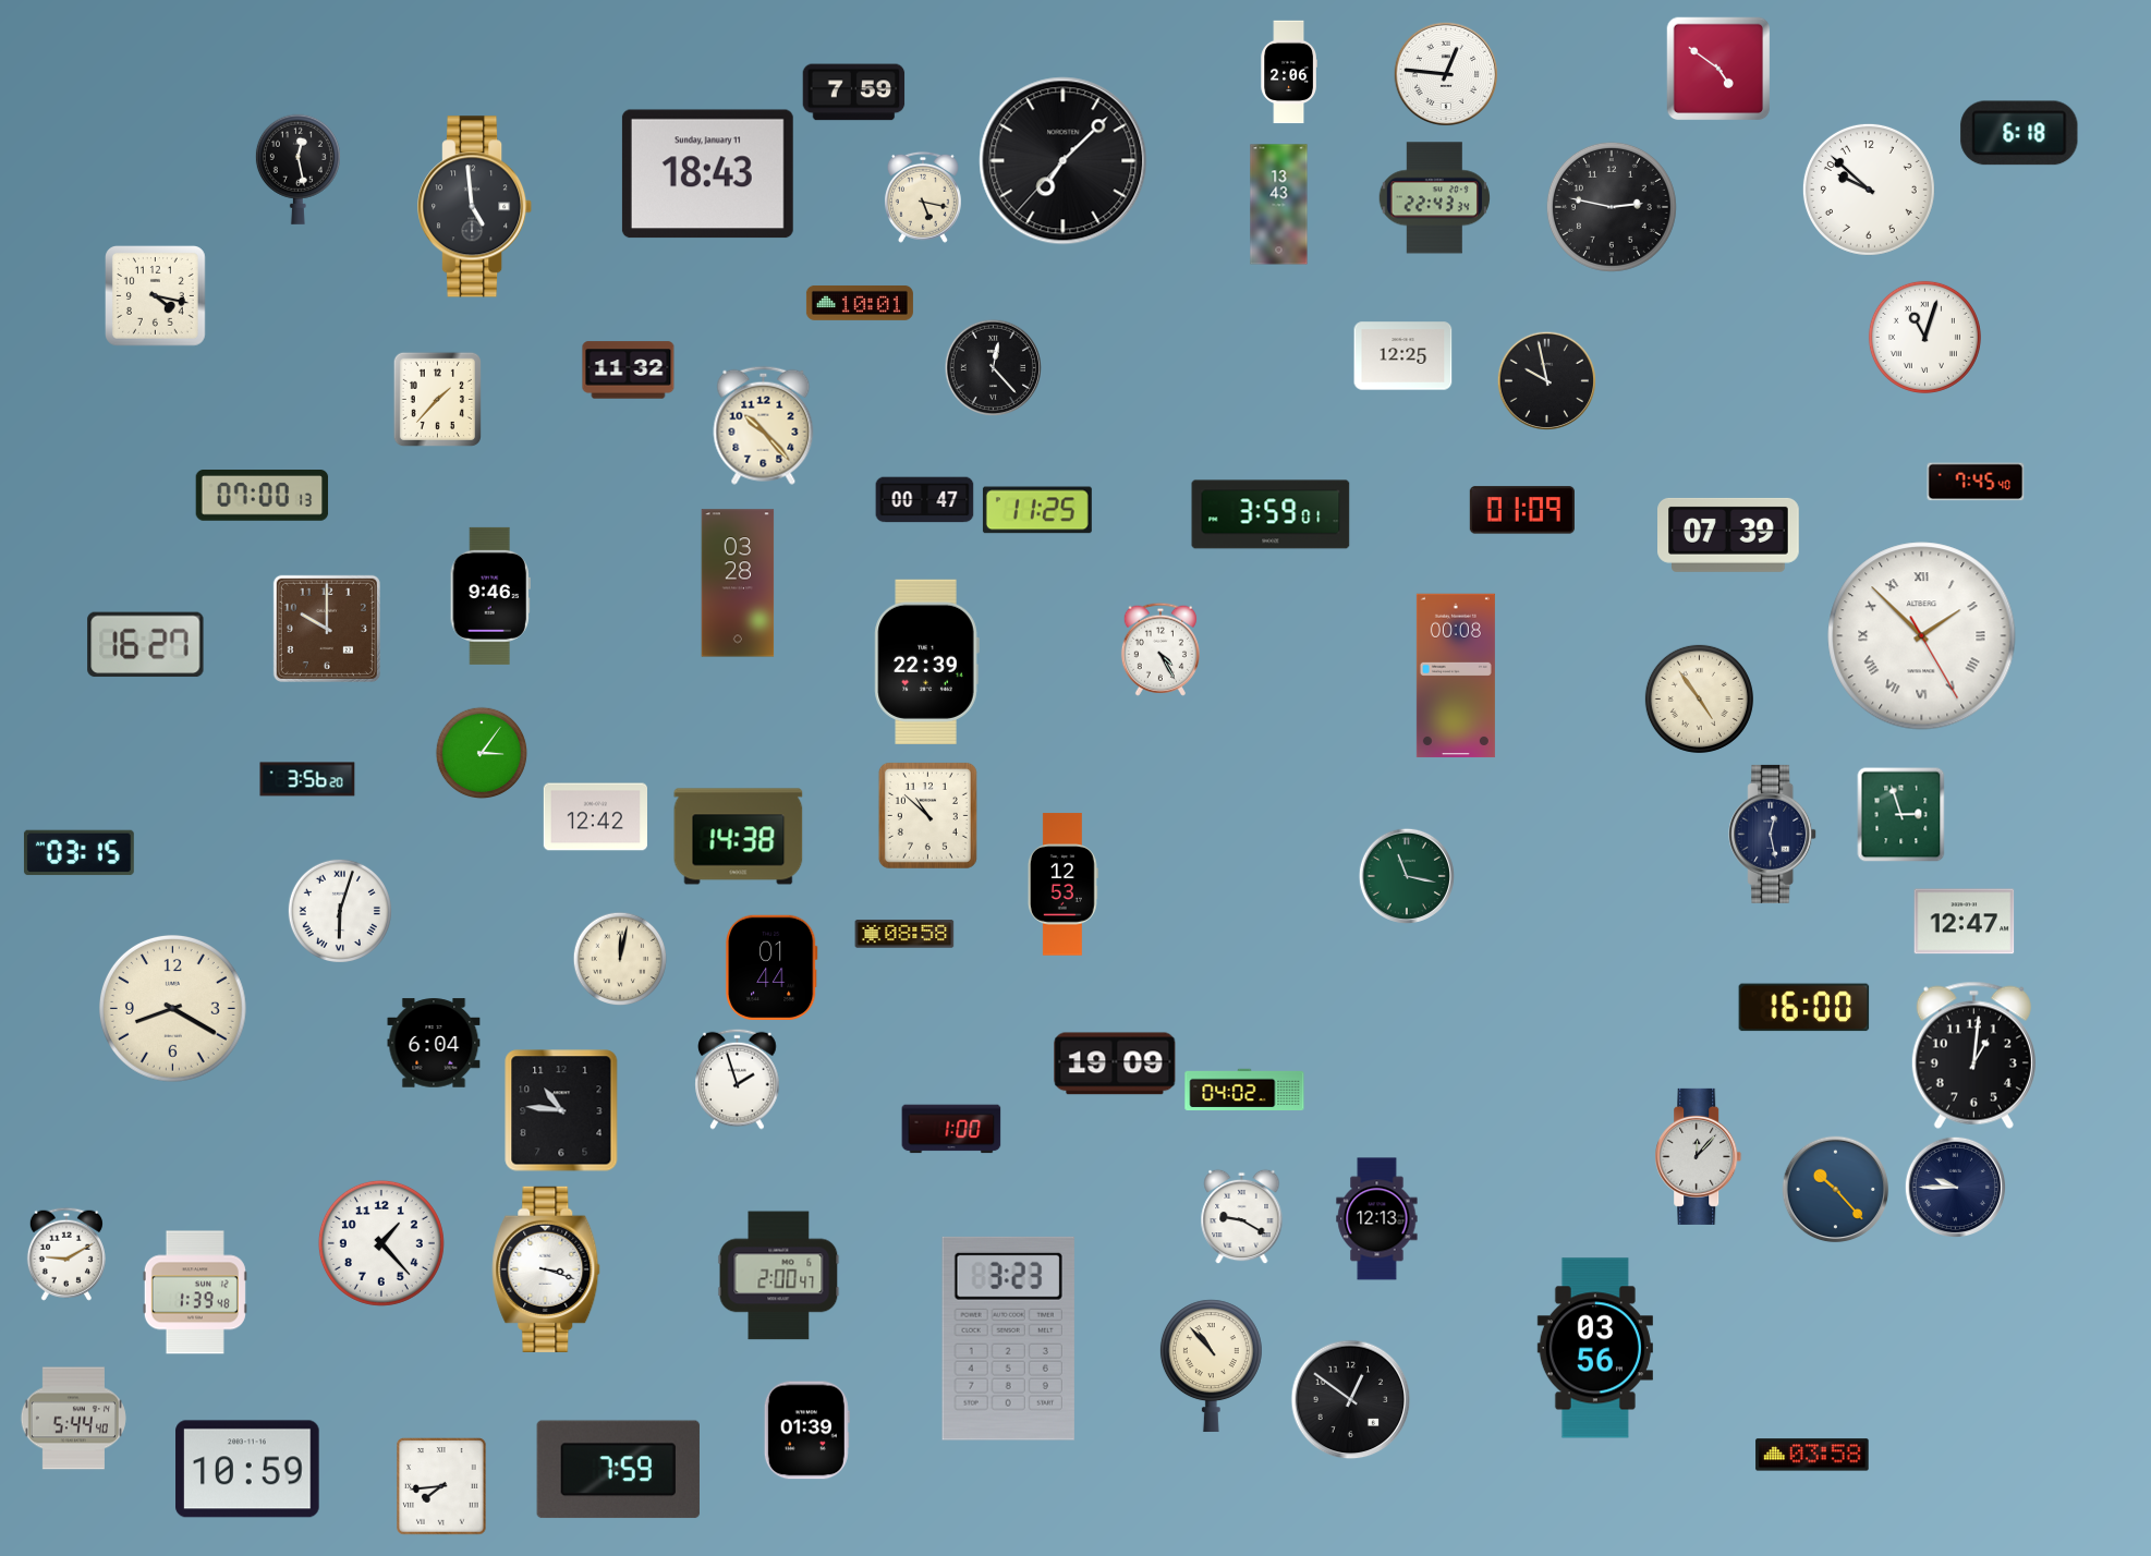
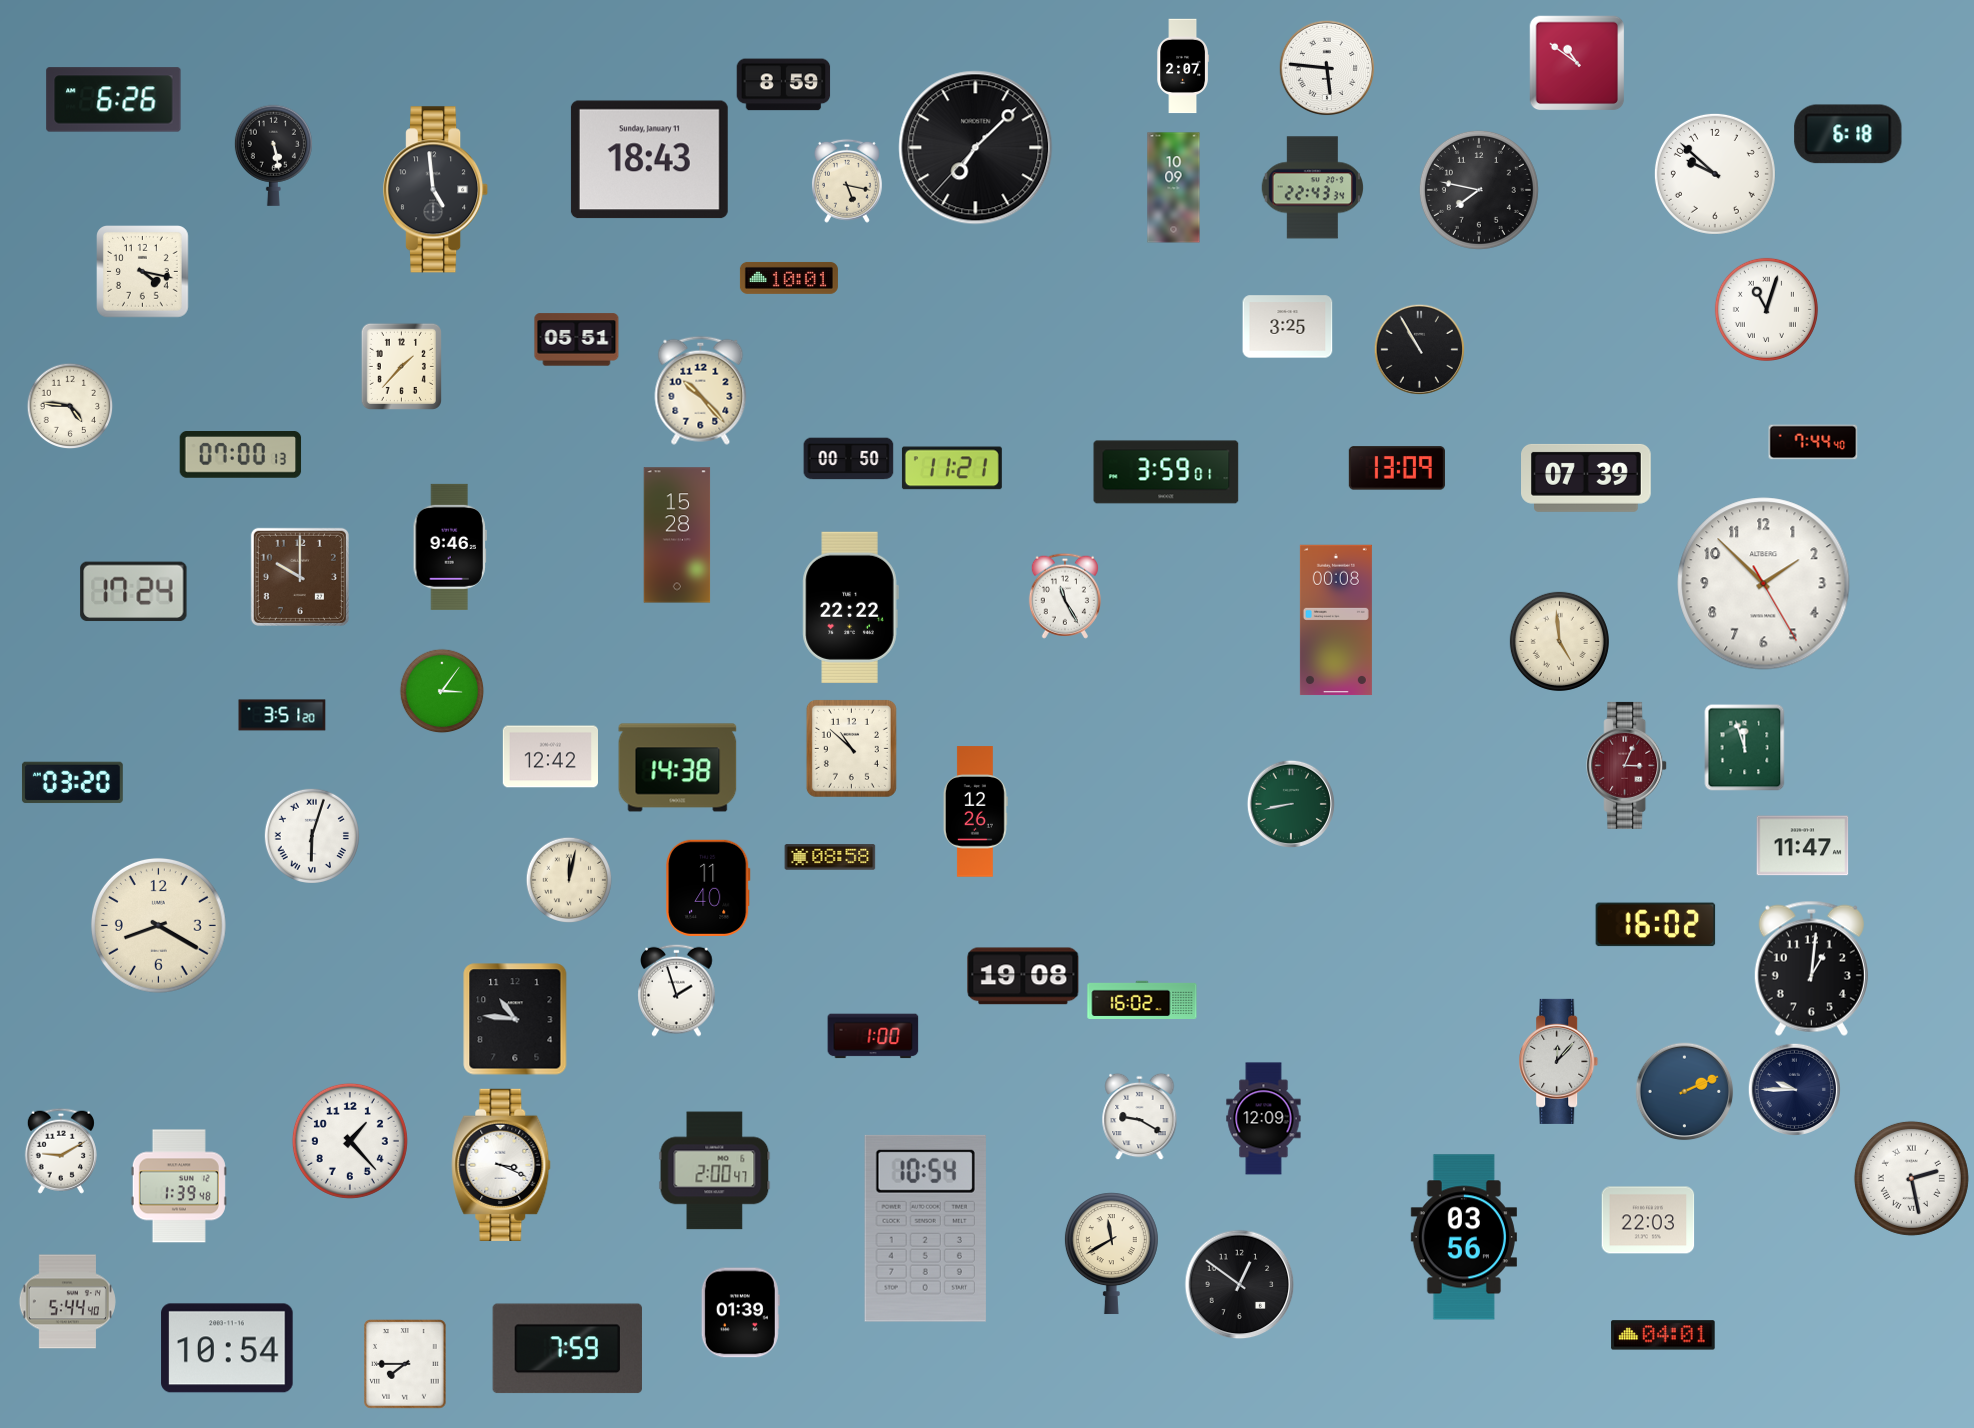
clock at (1718, 69): 4:51 -> 10:51
clock at (1289, 72): 2:06 -> 2:07
clock at (1446, 74): 12:46 -> 5:46
clock at (854, 93): 7:59 -> 8:59
clock at (114, 100): none -> 6:26
clock at (2019, 133) position: (2019, 133) -> (1848, 134)
clock at (297, 169): 12:28 -> 5:28
clock at (1434, 198) position: (1434, 198) -> (1312, 188)
clock at (1279, 205): 13:43 -> 10:09
clock at (1612, 207): 2:47 -> 7:47
clock at (1403, 356): 12:25 -> 3:25
clock at (993, 367): 12:23 -> none
clock at (629, 370): 11:32 -> 05:51
clock at (1546, 380): 9:58 -> 10:55
clock at (70, 406): none -> 4:46
clock at (1976, 482): 7:45 -> 7:44
clock at (925, 500): 00:47 -> 00:50
clock at (1037, 510): 11:25 -> 11:21
clock at (1522, 510): 01:09 -> 13:09
clock at (1729, 535) position: (1729, 535) -> (1587, 478)
clock at (738, 583): 03:28 -> 15:28
clock at (1922, 636) numerals: Roman -> Arabic
clock at (146, 645): 16:27 -> 17:24
clock at (1160, 649): 4:25 -> 11:25
clock at (926, 661): 22:39 -> 22:22
clock at (1699, 698): 4:54 -> 4:59
clock at (307, 779): 3:56 -> 3:51
clock at (1901, 815): 2:57 -> 11:57
clock at (595, 817) position: (595, 817) -> (550, 757)
clock at (1773, 834): 12:28 -> 3:04
clock at (1773, 834) dial: navy -> burgundy
clock at (78, 853): 03:15 -> 03:20
clock at (1407, 876): 11:17 -> 8:43
clock at (1062, 885): 12:53 -> 12:26
clock at (1965, 922): 12:47 -> 11:47
clock at (771, 968): 01:44 -> 11:40
clock at (1804, 1008): 16:00 -> 16:02
clock at (434, 1043): 6:04 -> none
clock at (1115, 1063): 19:09 -> 19:08
clock at (1244, 1089): 04:02 -> 16:02
clock at (1836, 1190): 10:23 -> 2:11
clock at (1377, 1219): 12:13 -> 12:09
clock at (546, 1269): 3:18 -> 3:19
clock at (1911, 1178): none -> 2:28
clock at (1648, 1220): none -> 22:03
clock at (1008, 1338): 3:23 -> 10:54
clock at (1211, 1366): 10:53 -> 11:40
clock at (1812, 1455): 03:58 -> 04:01
clock at (247, 1469): 10:59 -> 10:54
clock at (441, 1486): 7:44 -> 7:45
